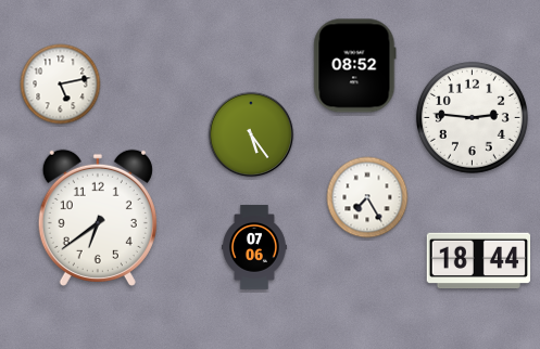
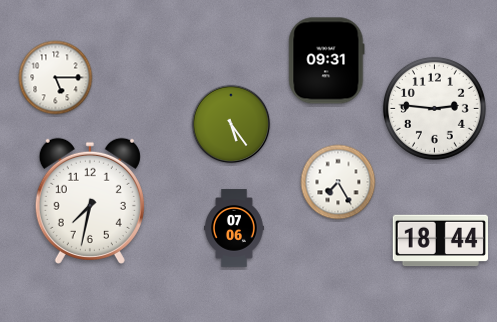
clock at (355, 66): 08:52 -> 09:31
clock at (61, 85): 5:13 -> 5:15
clock at (98, 218): 6:39 -> 7:32
